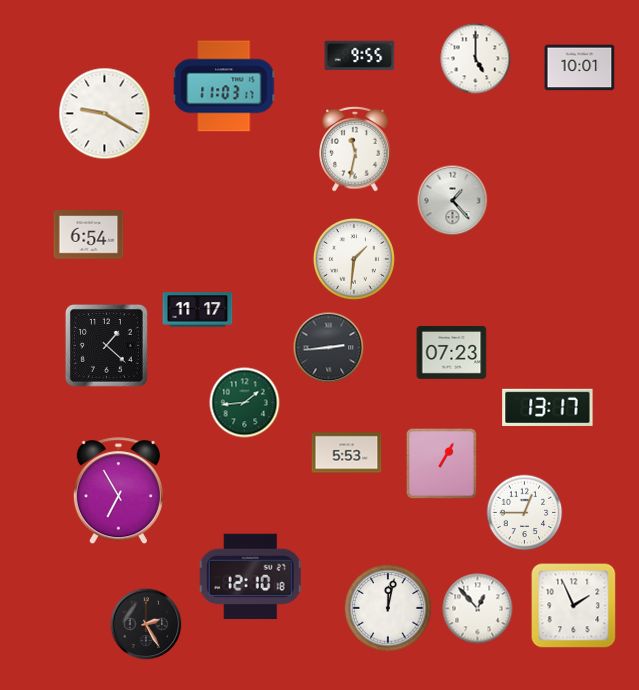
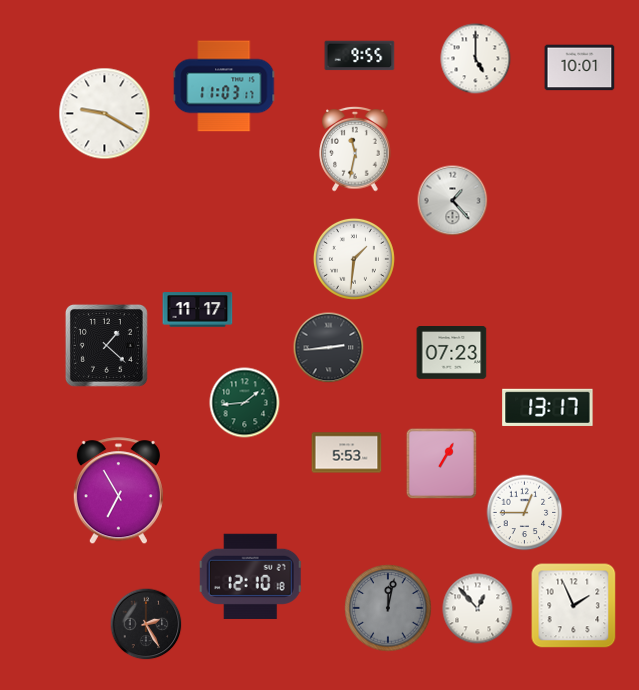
clock at (89, 235): 6:54 -> none
clock at (388, 608) dial: white -> grey
